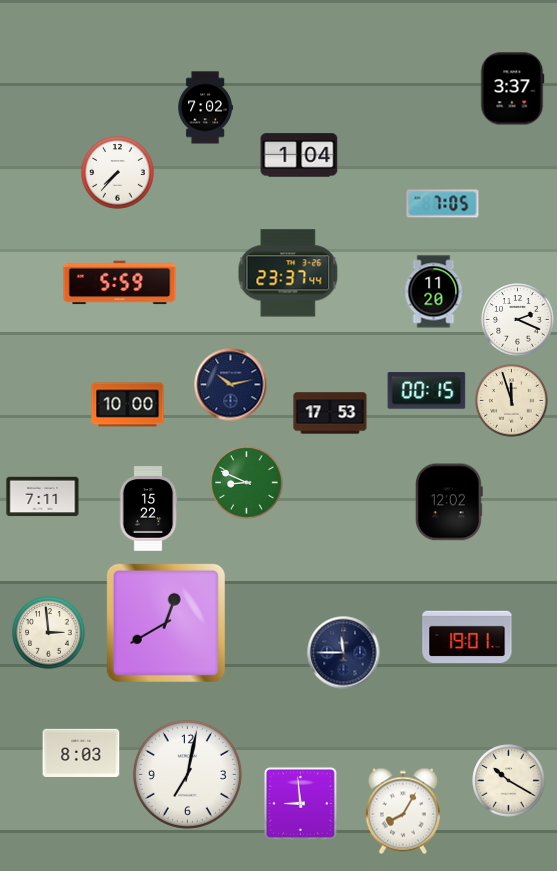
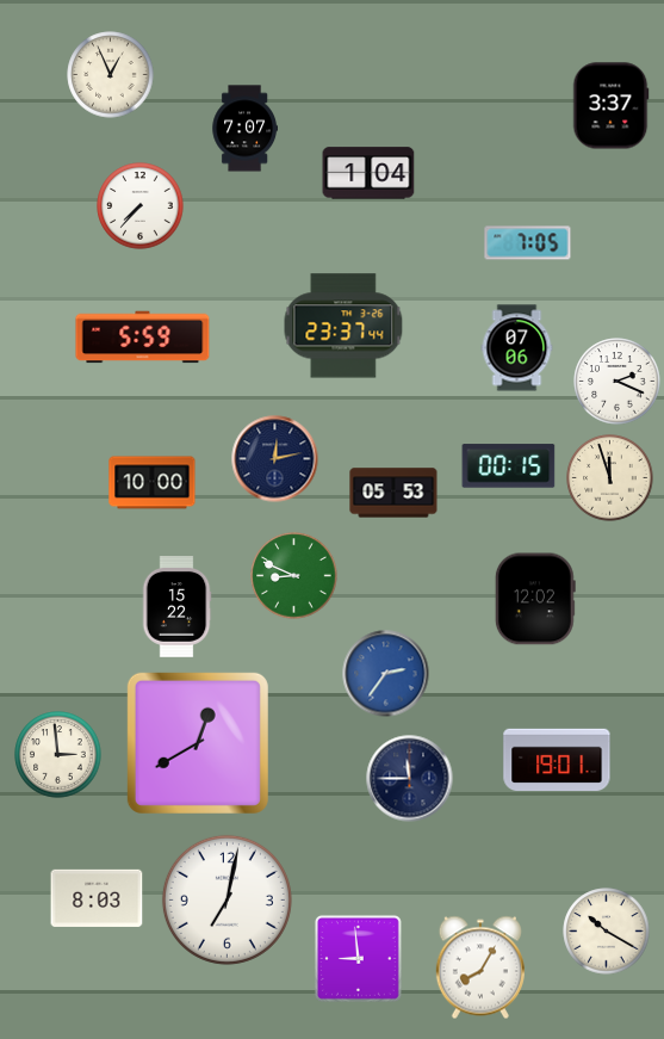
clock at (111, 75): none -> 12:56
clock at (205, 108): 7:02 -> 7:07
clock at (299, 155) position: (299, 155) -> (368, 173)
clock at (434, 292): 11:20 -> 07:06
clock at (231, 385): 10:13 -> 12:13
clock at (330, 413): 17:53 -> 05:53
clock at (43, 497): 7:11 -> none
clock at (386, 674): none -> 2:36
clock at (187, 774) position: (187, 774) -> (226, 899)
